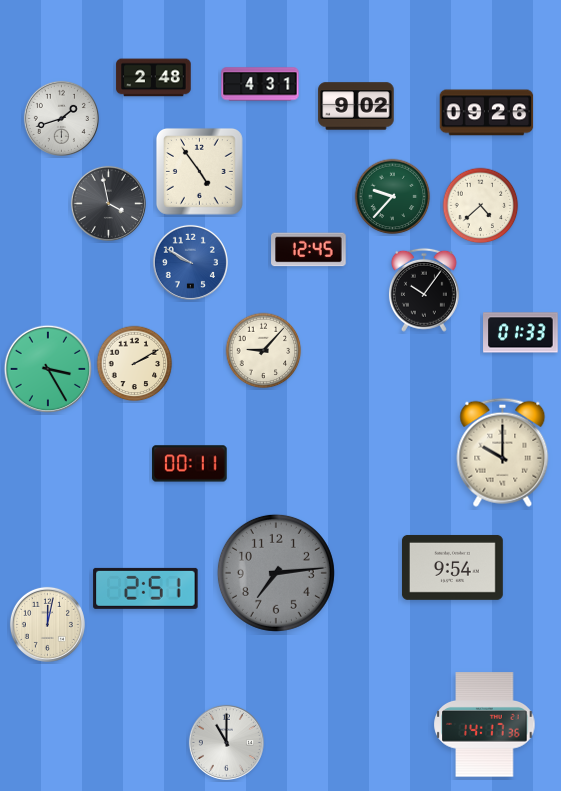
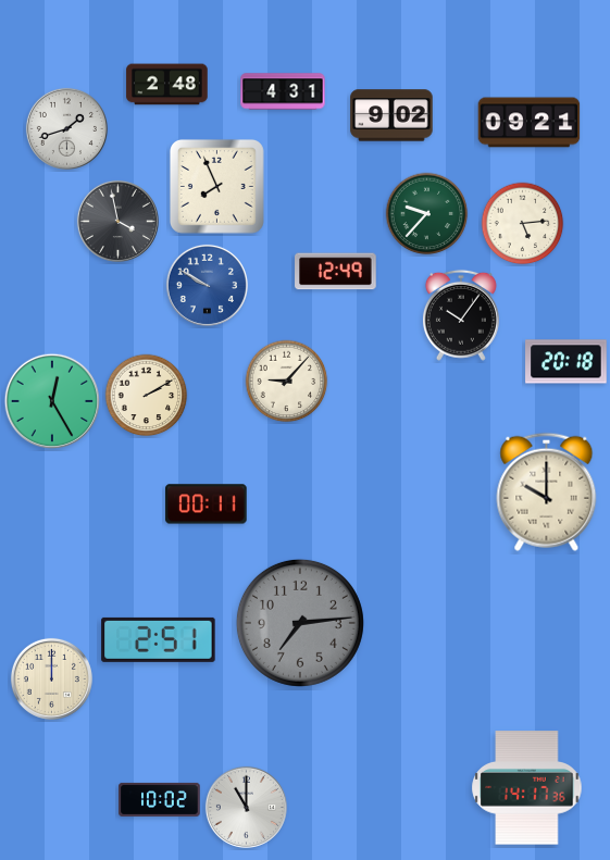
clock at (356, 106) position: (356, 106) -> (391, 115)
clock at (487, 113): 09:26 -> 09:21
clock at (199, 171): 4:54 -> 7:56
clock at (481, 206): 4:38 -> 5:14
clock at (309, 250): 12:45 -> 12:49
clock at (521, 333): 01:33 -> 20:18
clock at (47, 368): 3:25 -> 12:25
clock at (452, 567): 9:54 -> none
clock at (47, 624): 12:02 -> 12:00
clock at (160, 799): none -> 10:02
